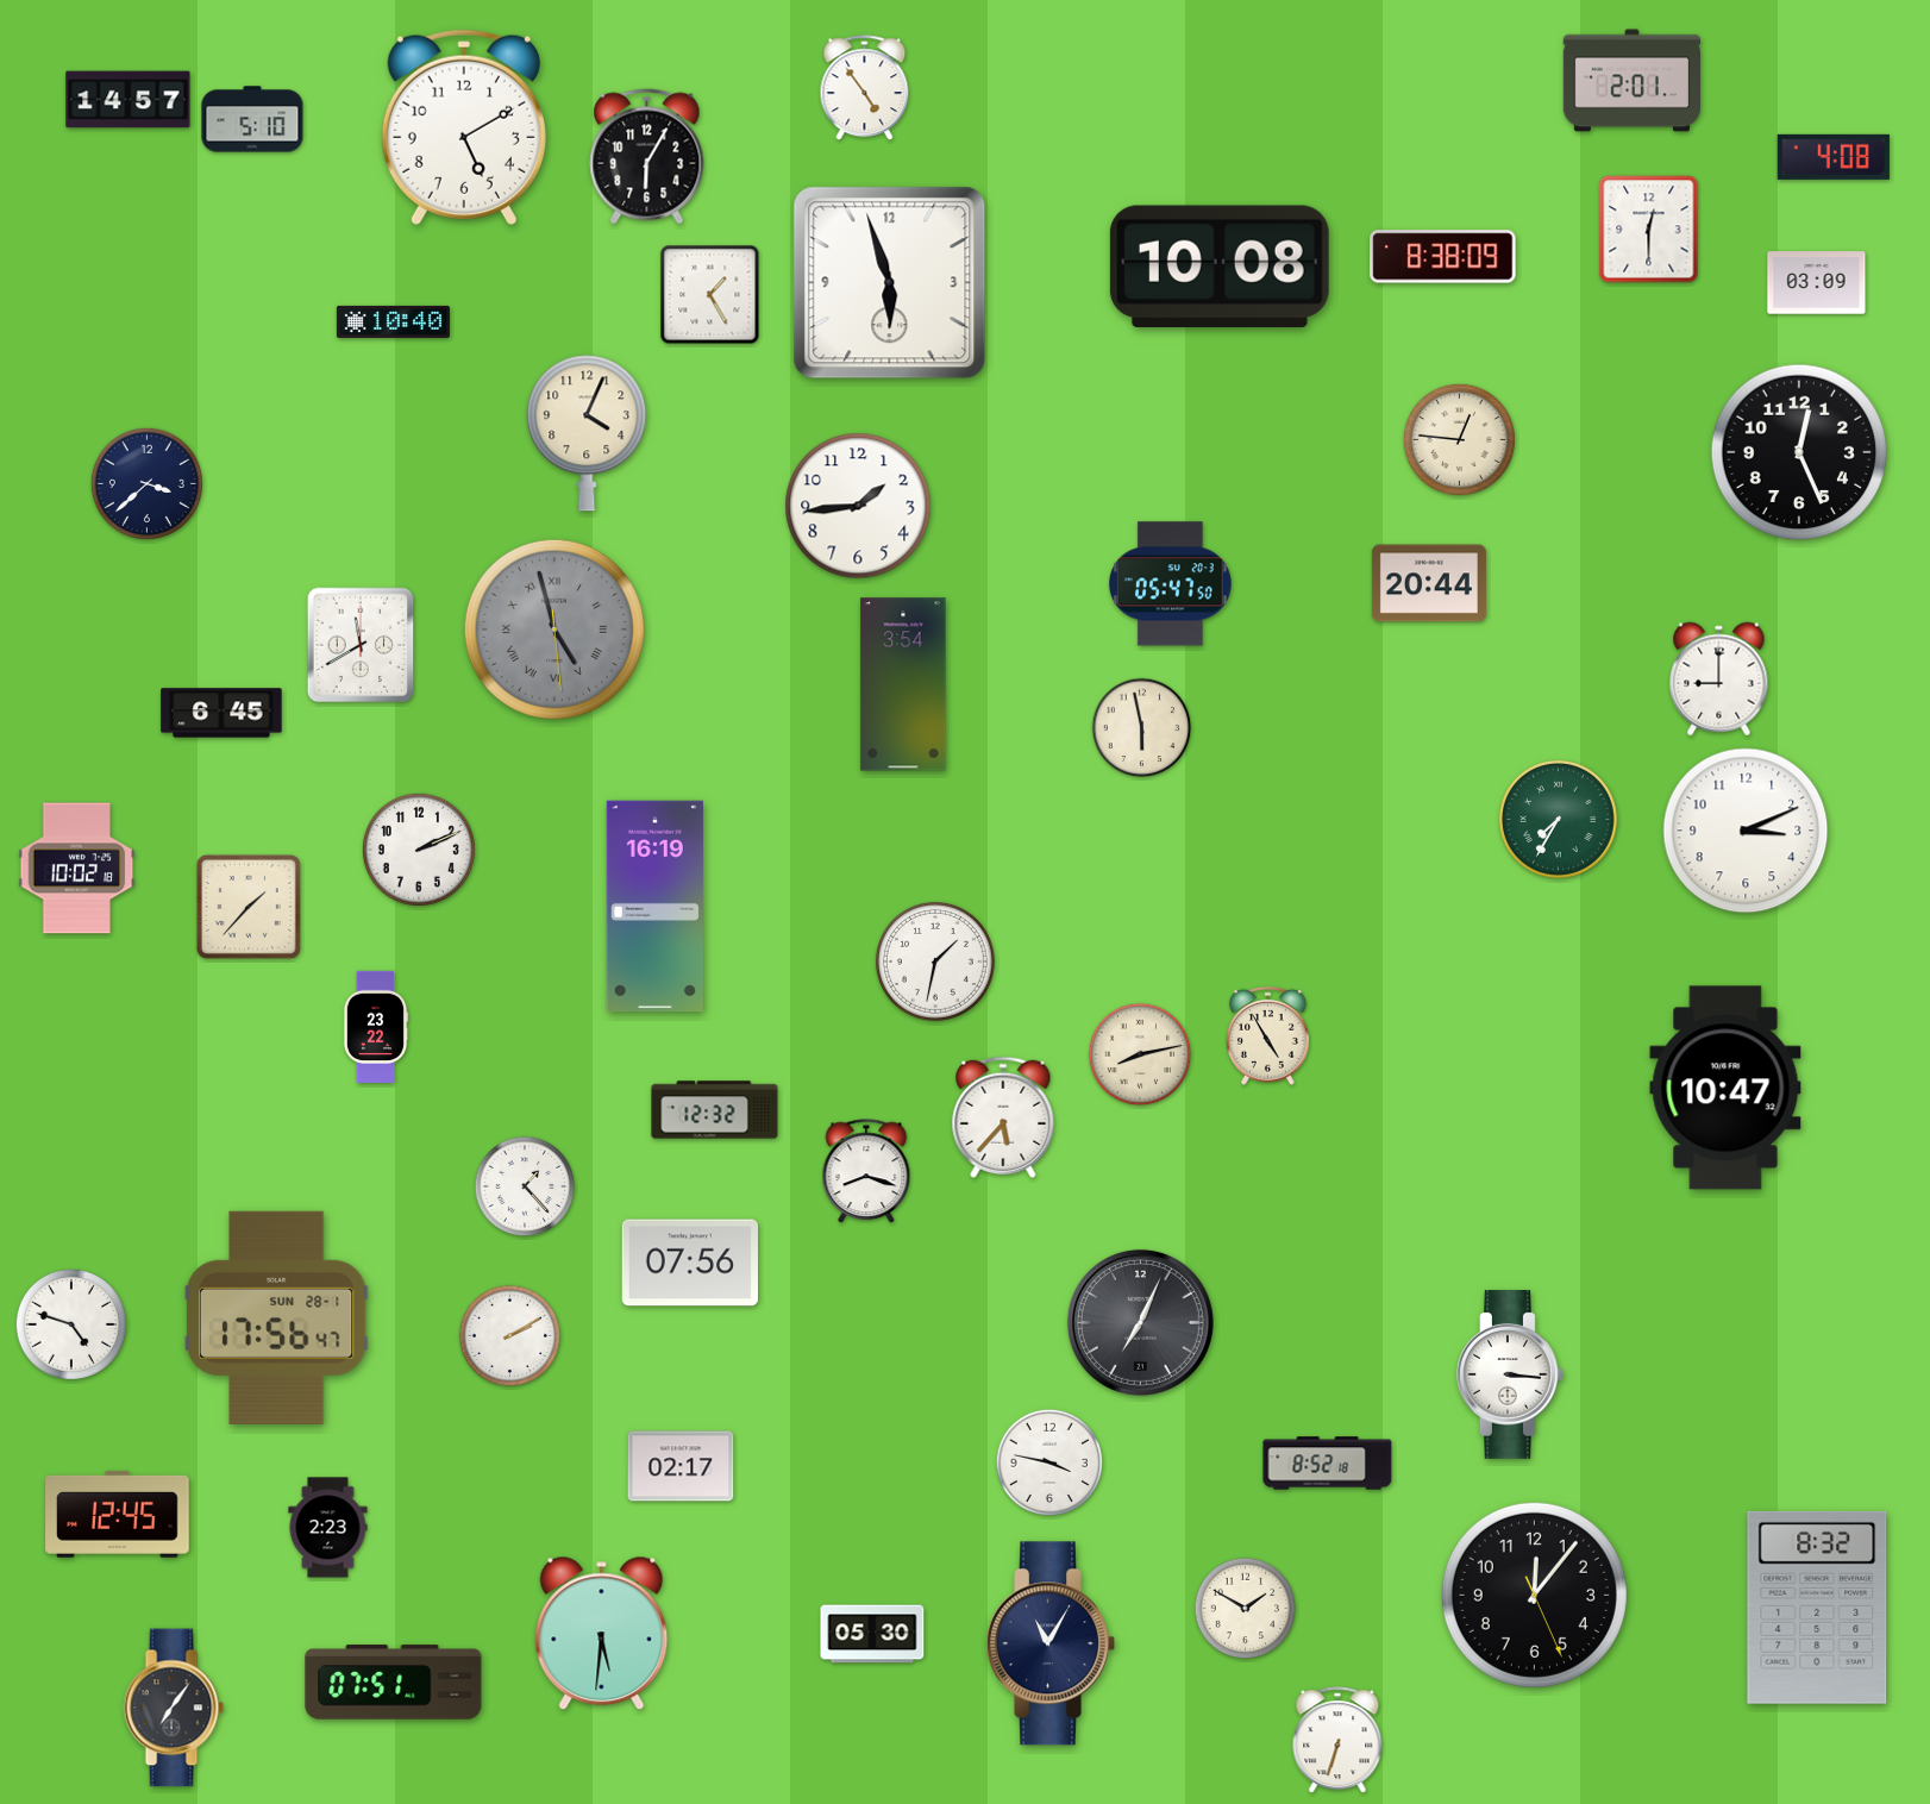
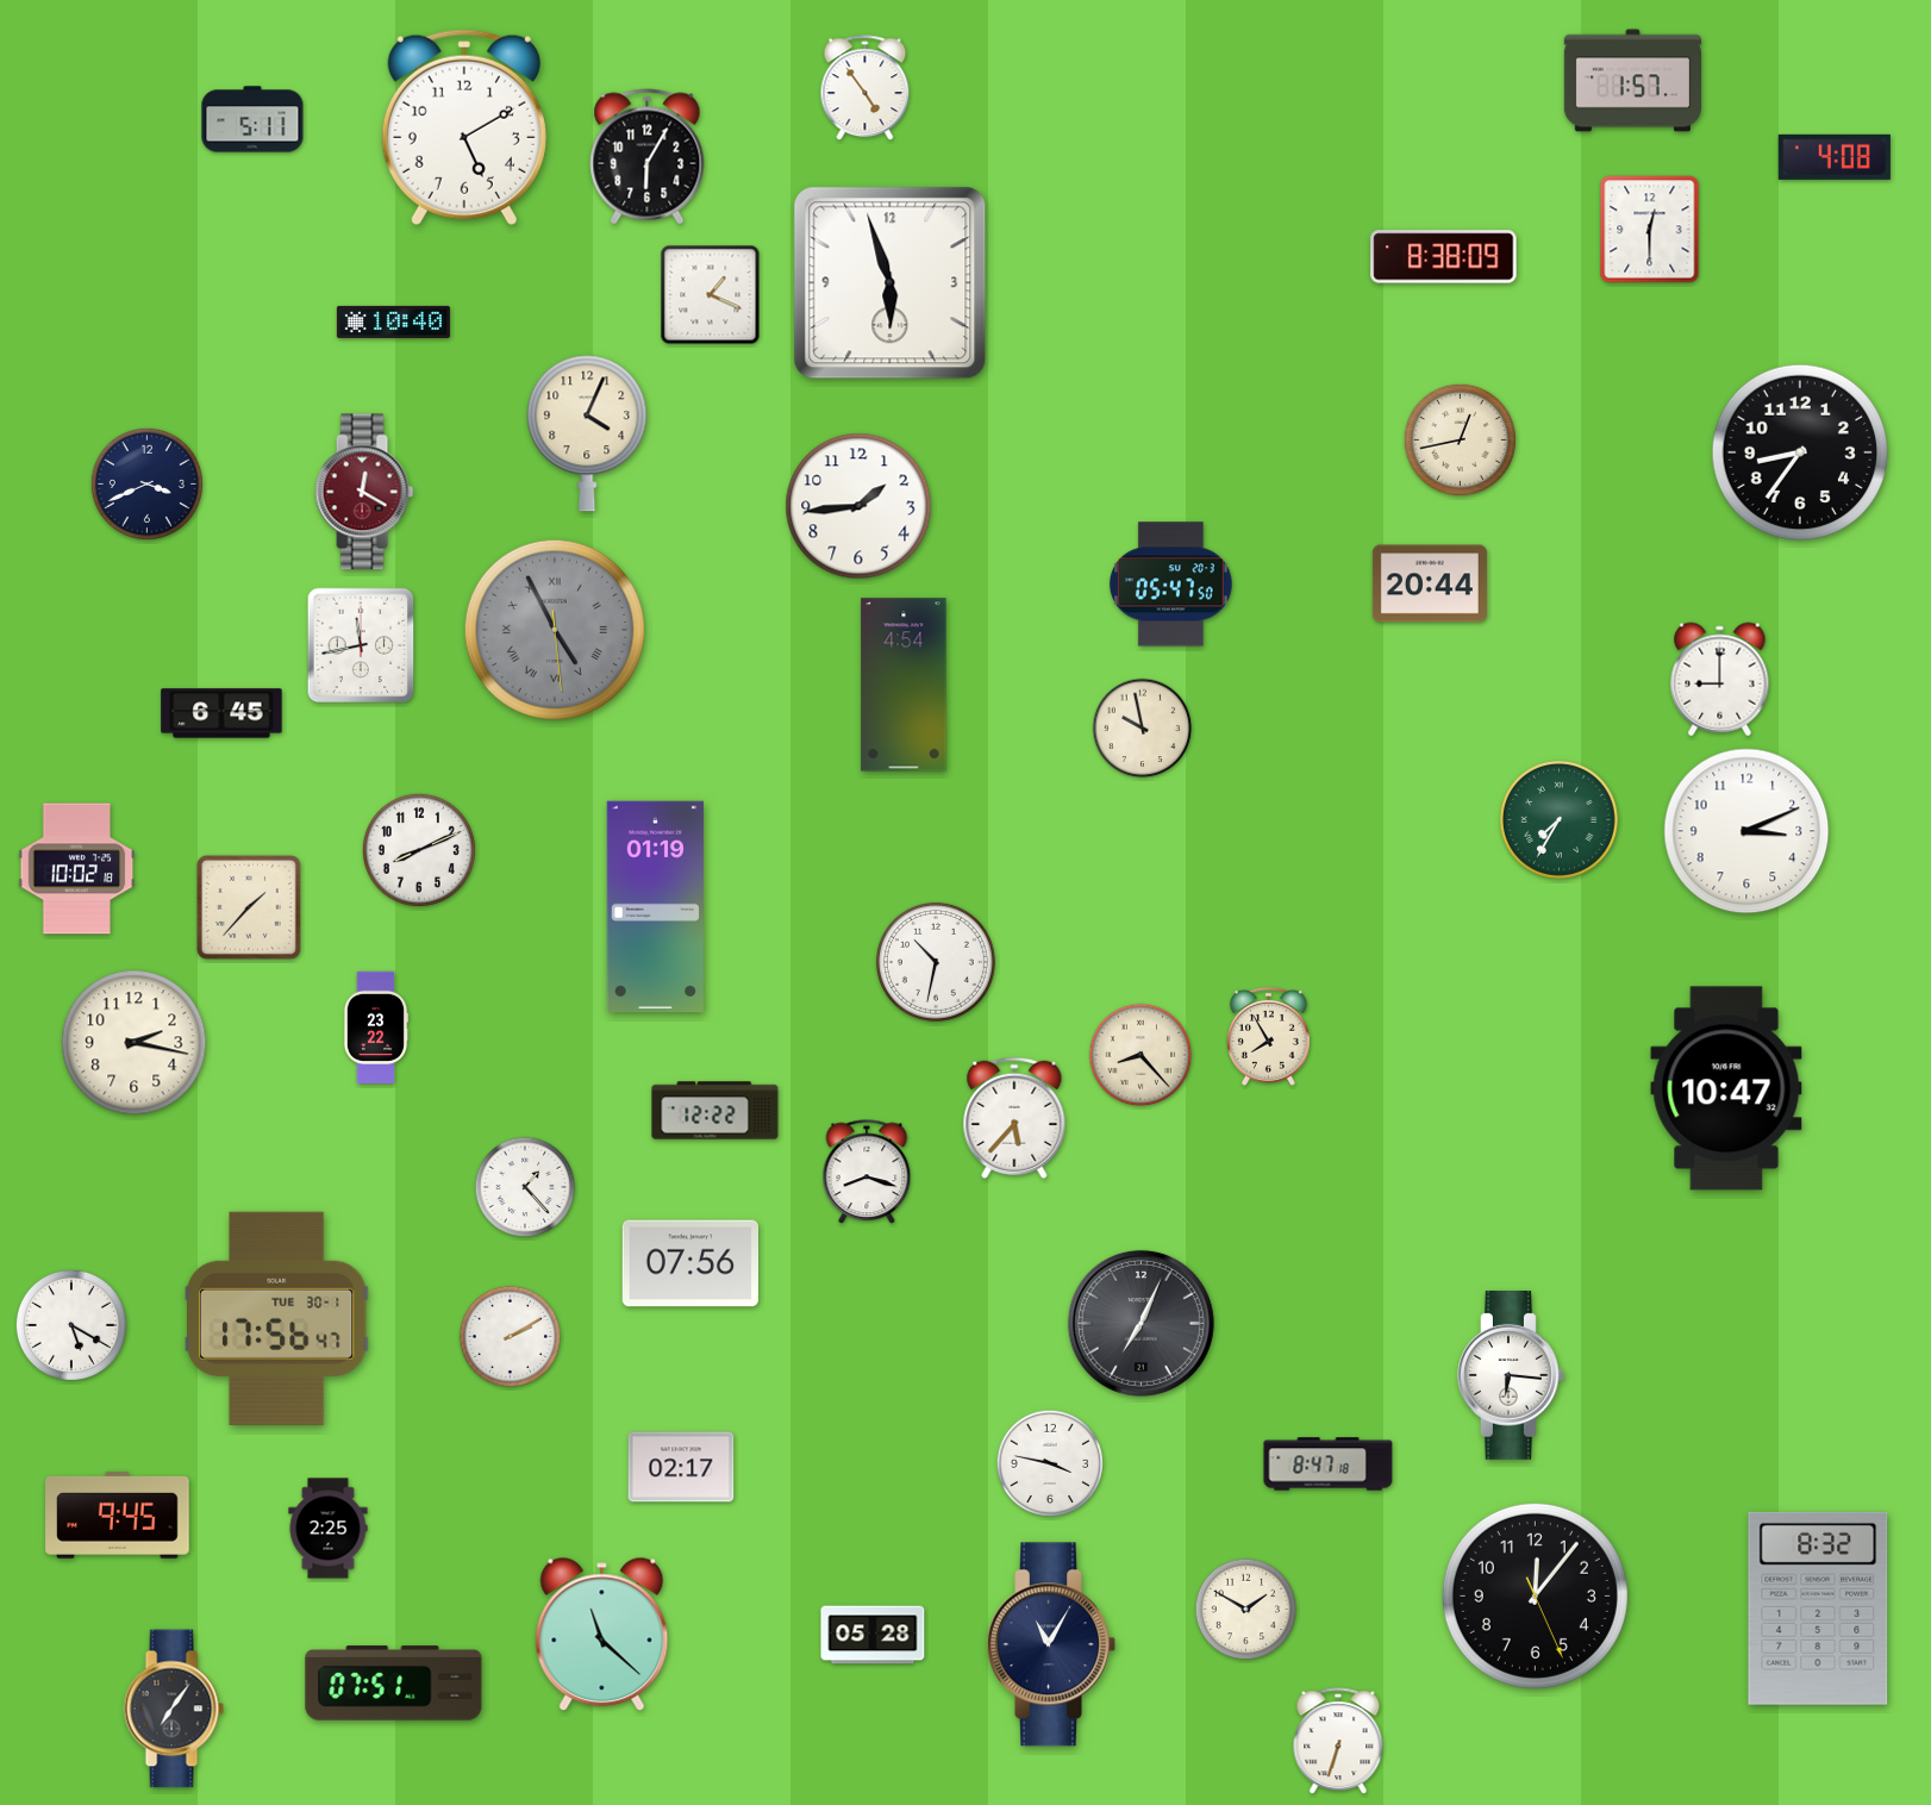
clock at (1631, 81): 2:01 -> 1:57
clock at (129, 100): 14:57 -> none
clock at (252, 119): 5:10 -> 5:11
clock at (1220, 265): 10:08 -> none
clock at (1817, 283): 03:09 -> none
clock at (710, 295): 1:25 -> 1:19
clock at (1459, 439): 12:46 -> 12:43
clock at (1798, 451): 12:26 -> 8:36
clock at (146, 483): 3:38 -> 3:41
clock at (364, 492): none -> 12:20
clock at (554, 629): 4:57 -> 4:55
clock at (361, 645): 11:40 -> 11:43
clock at (903, 684): 3:54 -> 4:54
clock at (1142, 728): 5:58 -> 9:58
clock at (419, 850): 2:11 -> 8:11
clock at (654, 907): 16:19 -> 01:19
clock at (935, 961): 1:32 -> 10:32
clock at (1267, 1035): 4:55 -> 7:55
clock at (135, 1043): none -> 2:17
clock at (1140, 1054): 8:13 -> 8:23
clock at (715, 1110): 12:32 -> 12:22
clock at (1003, 1117) position: (1003, 1117) -> (1014, 1118)
clock at (276, 1317) date: SUN 28-1 -> TUE 30-1
clock at (71, 1324): 4:48 -> 5:20
clock at (1510, 1376): 3:16 -> 6:16
clock at (1328, 1464): 8:52 -> 8:47
clock at (118, 1514): 12:45 -> 9:45
clock at (328, 1528): 2:23 -> 2:25
clock at (602, 1634): 5:31 -> 11:22
clock at (872, 1634): 05:30 -> 05:28
